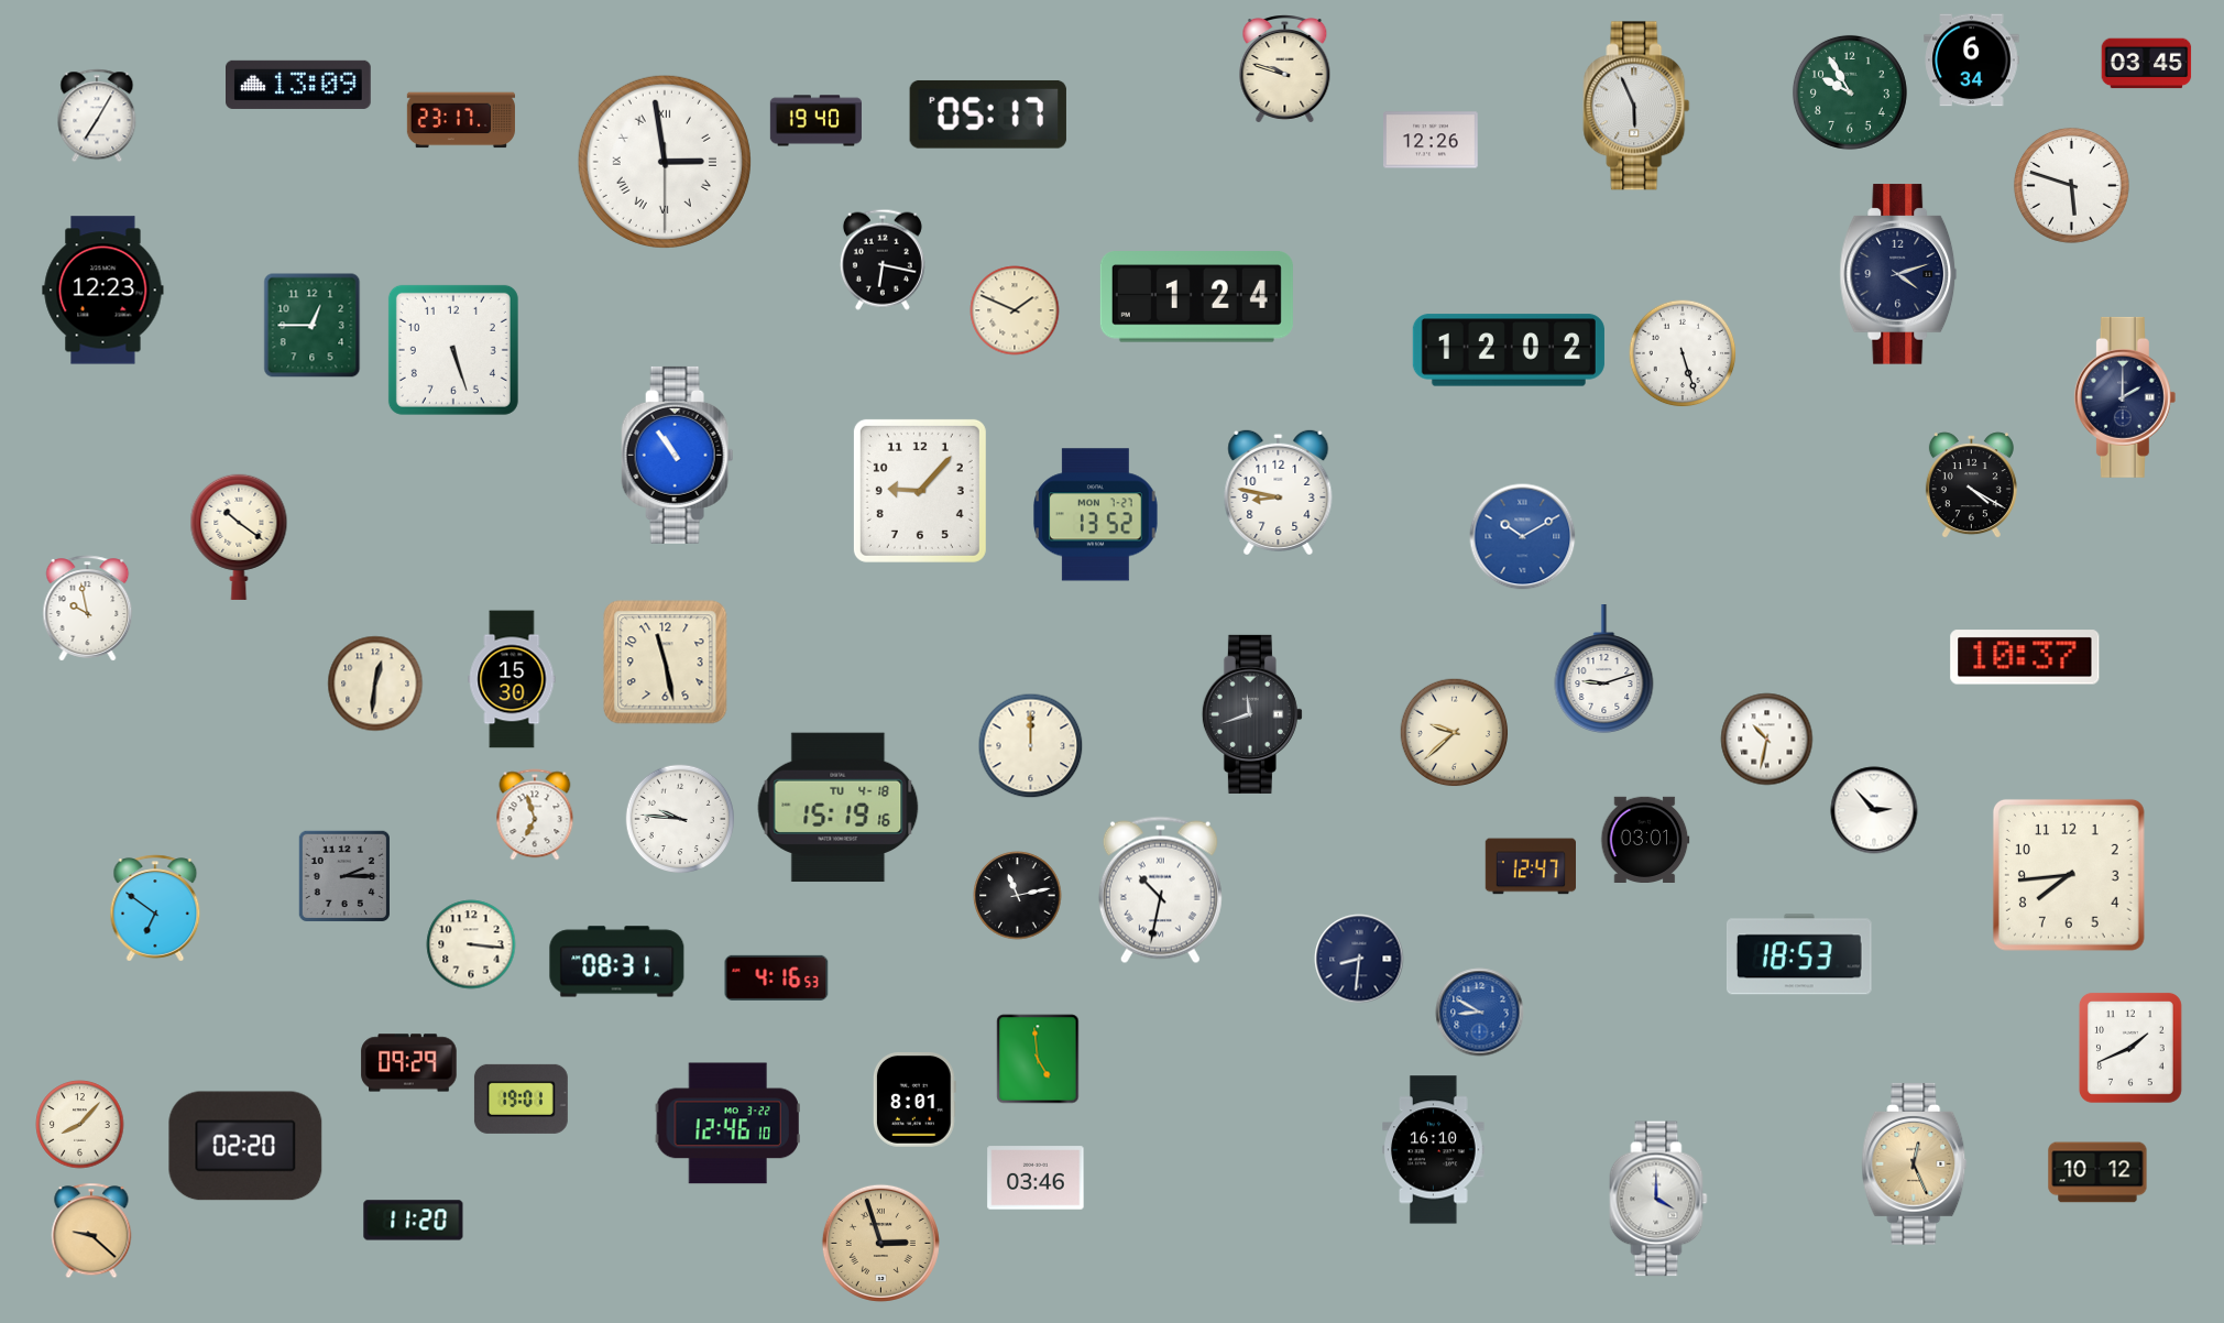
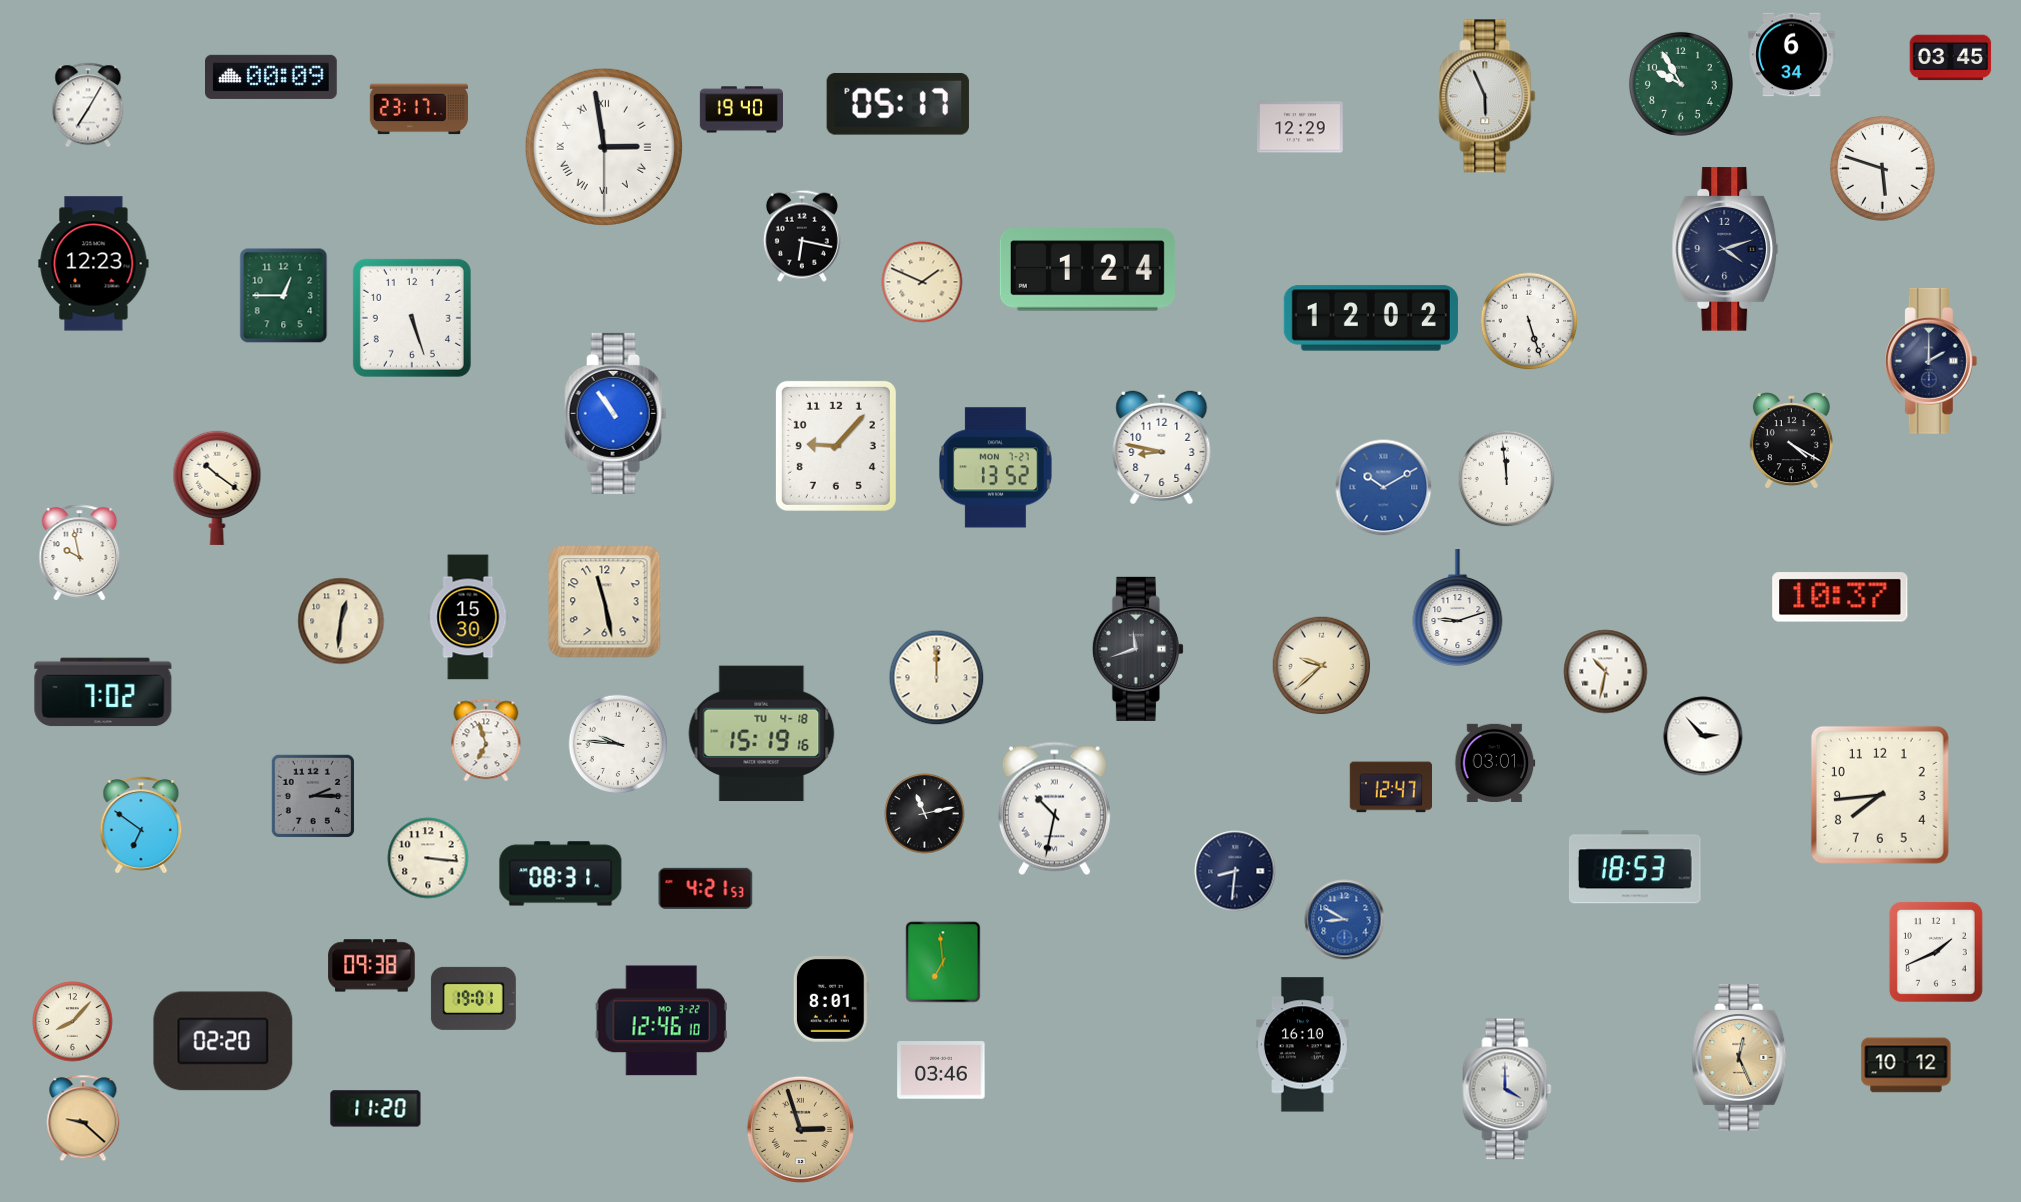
clock at (1285, 69): 9:48 -> none
clock at (299, 85): 13:09 -> 00:09
clock at (1432, 140): 12:26 -> 12:29
clock at (1507, 479): none -> 11:59
clock at (512, 679) position: (512, 679) -> (468, 617)
clock at (103, 692): none -> 7:02
clock at (777, 977): 4:16 -> 4:21
clock at (1038, 1059): 4:59 -> 6:59
clock at (409, 1063): 09:29 -> 09:38
